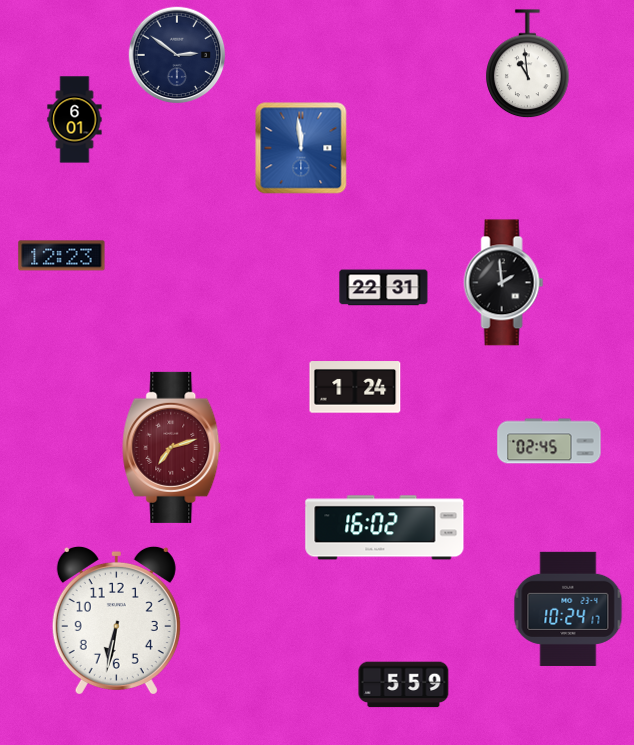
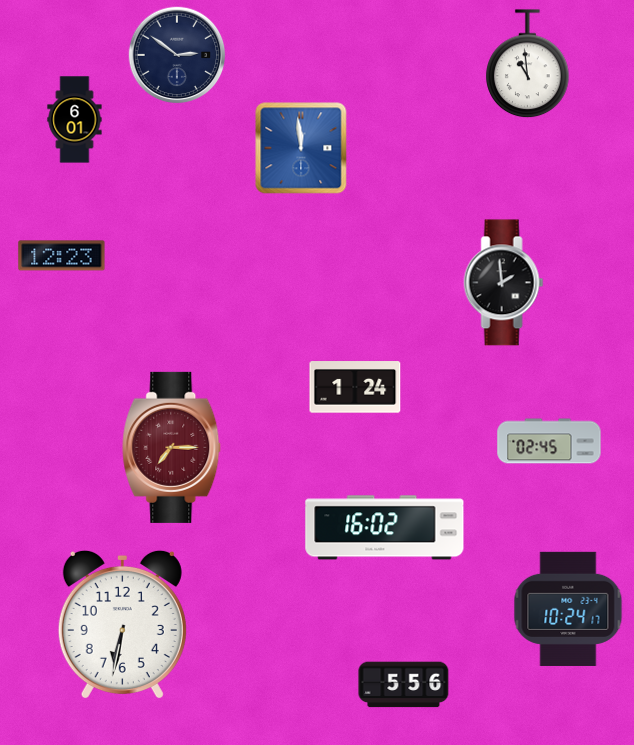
clock at (384, 288): 22:31 -> none
clock at (172, 447): 7:12 -> 7:15
clock at (116, 620) position: (116, 620) -> (122, 624)
clock at (404, 685): 5:59 -> 5:56
